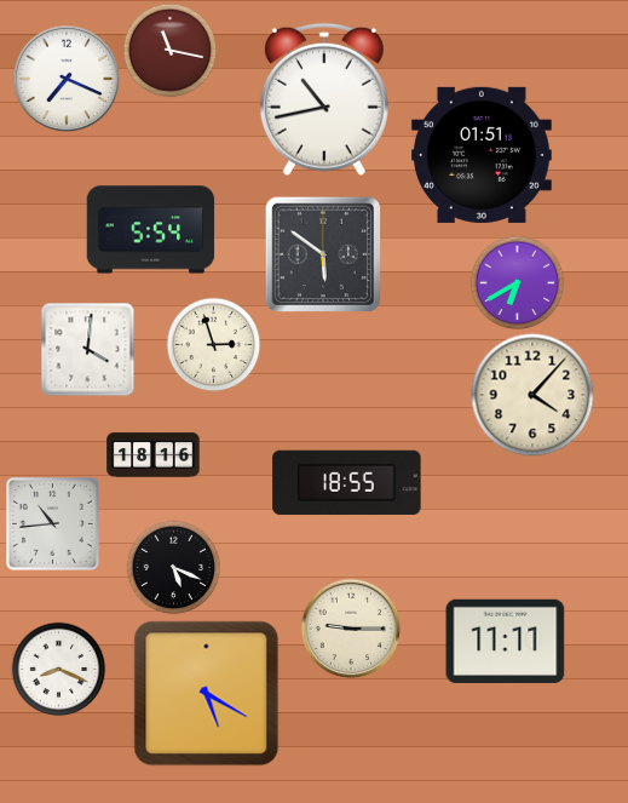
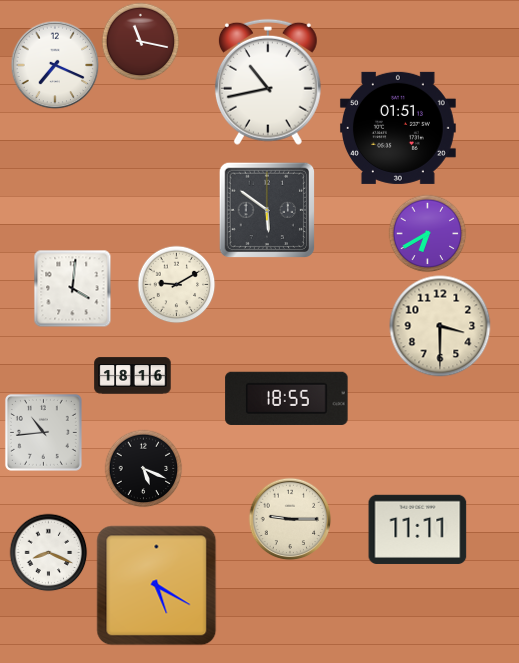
clock at (151, 230): 5:54 -> none
clock at (213, 344): 2:57 -> 9:10
clock at (532, 395): 4:07 -> 3:30
clock at (154, 455) position: (154, 455) -> (133, 376)
clock at (207, 694) position: (207, 694) -> (157, 586)
